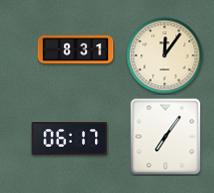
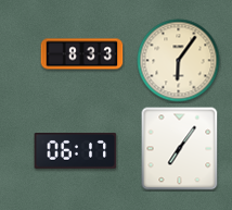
clock at (76, 50): 8:31 -> 8:33
clock at (165, 56): 12:06 -> 6:06
